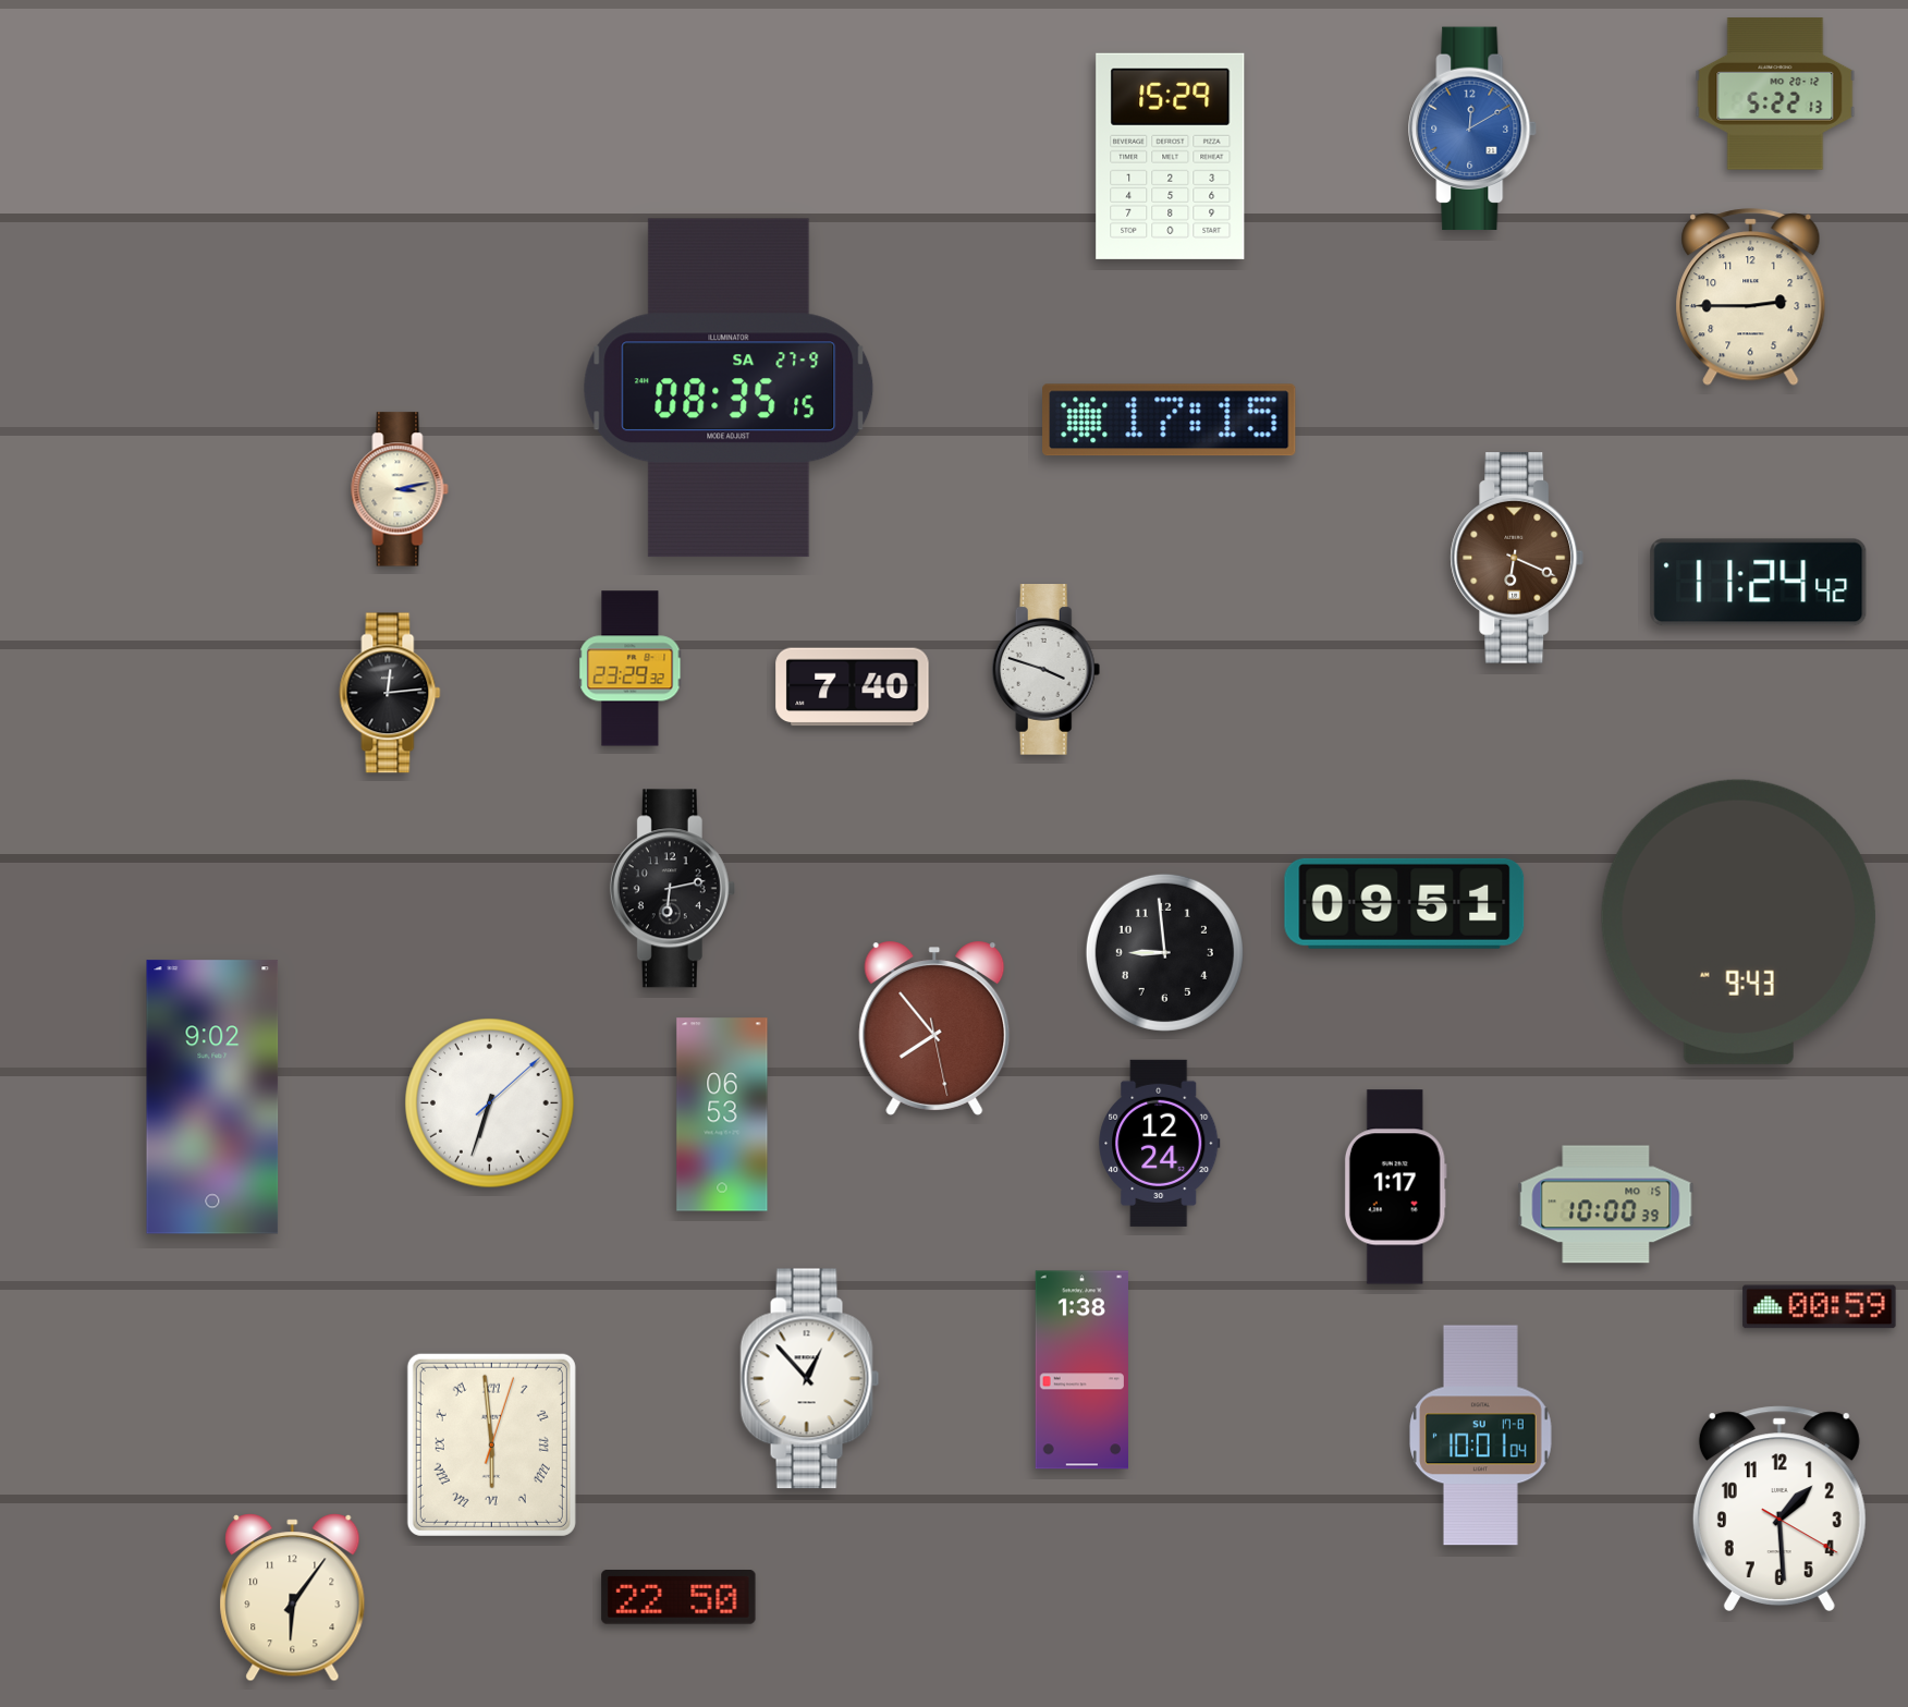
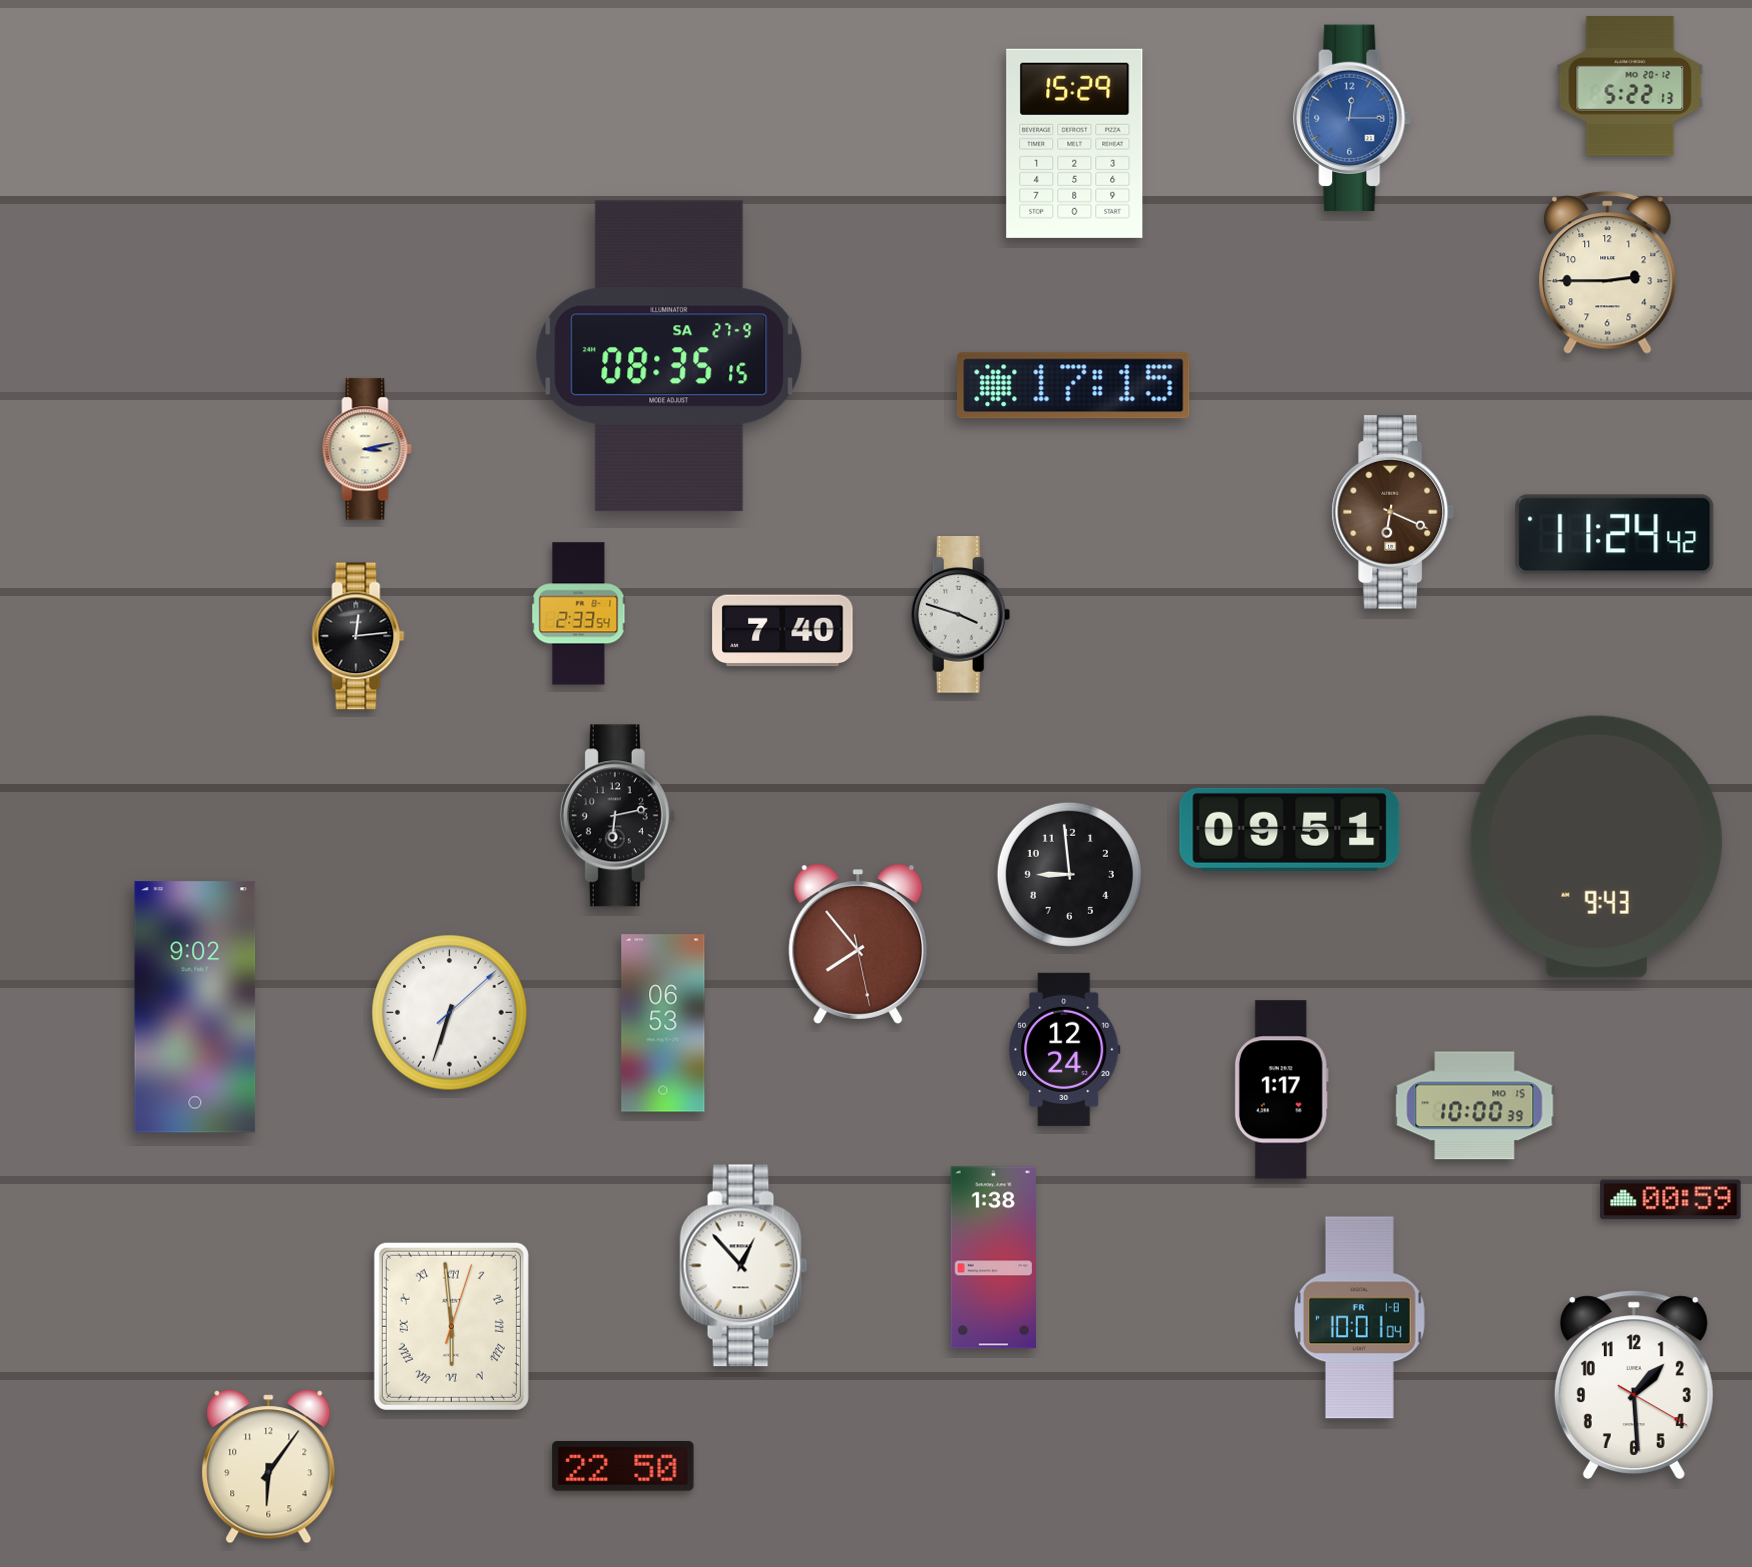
clock at (1473, 129): 12:10 -> 12:15
clock at (631, 669): 23:29 -> 2:33
clock at (1481, 1436) date: SU 17-8 -> FR 1-8
